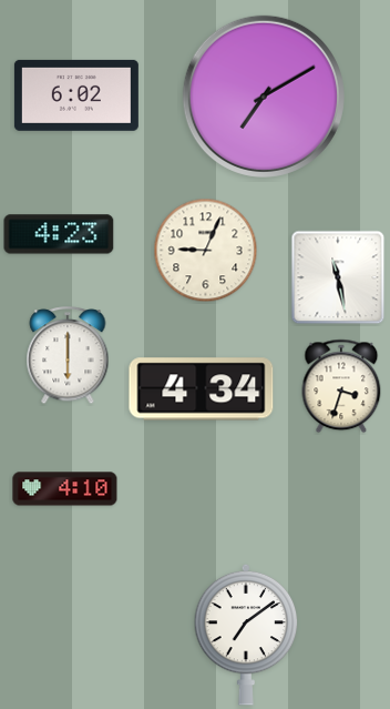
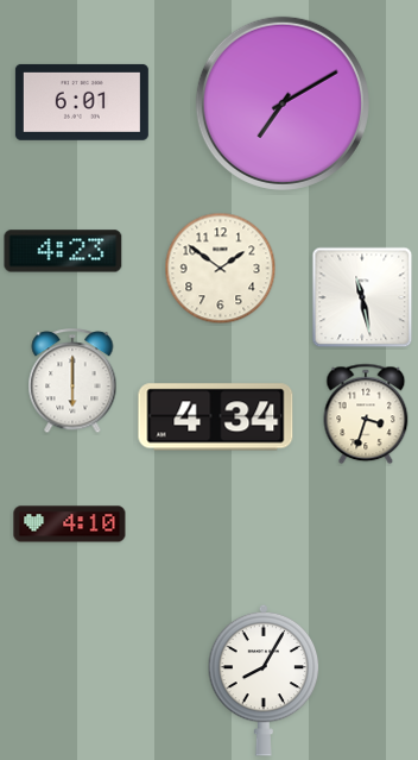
clock at (76, 95): 6:02 -> 6:01
clock at (206, 251): 9:04 -> 1:51
clock at (246, 635): 7:09 -> 8:05
